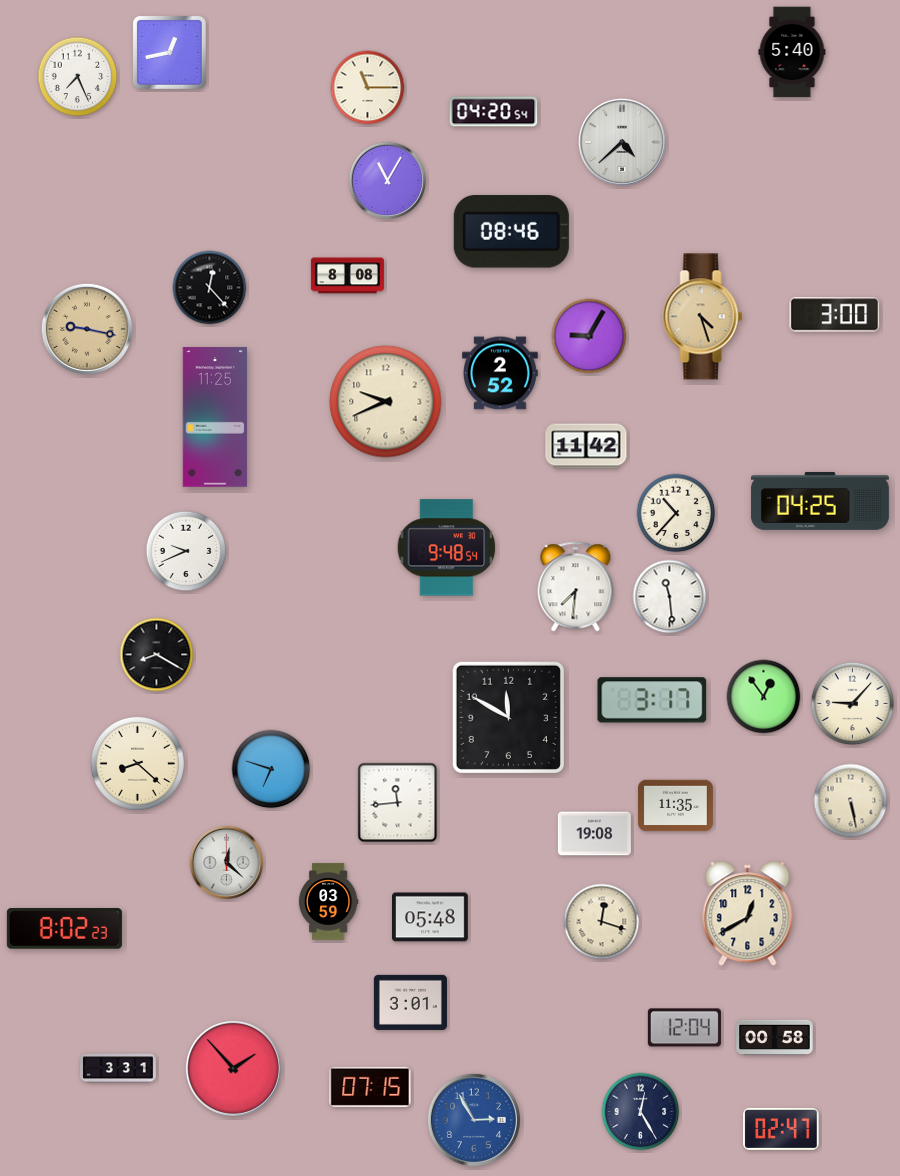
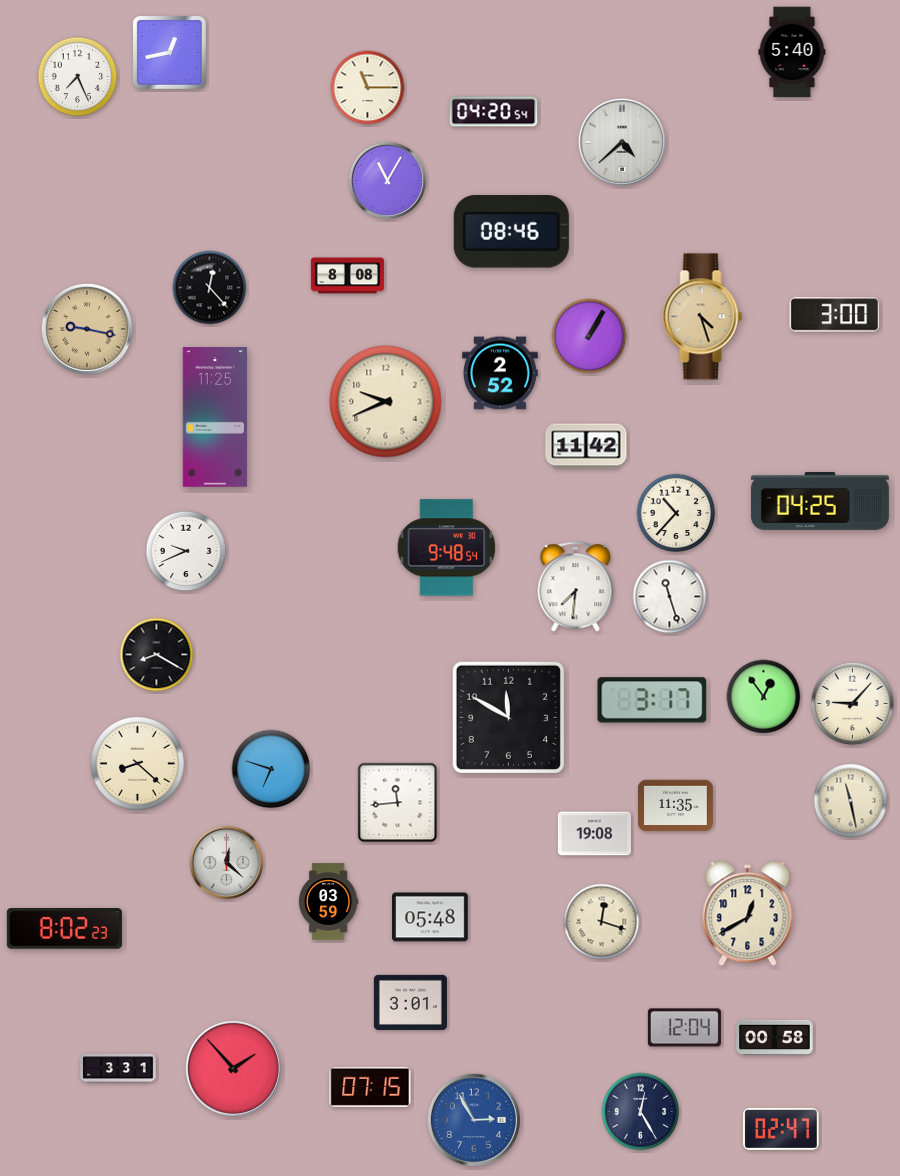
clock at (589, 336): 9:05 -> 1:05
clock at (670, 597): 11:29 -> 11:27
clock at (851, 801): 5:28 -> 11:28
